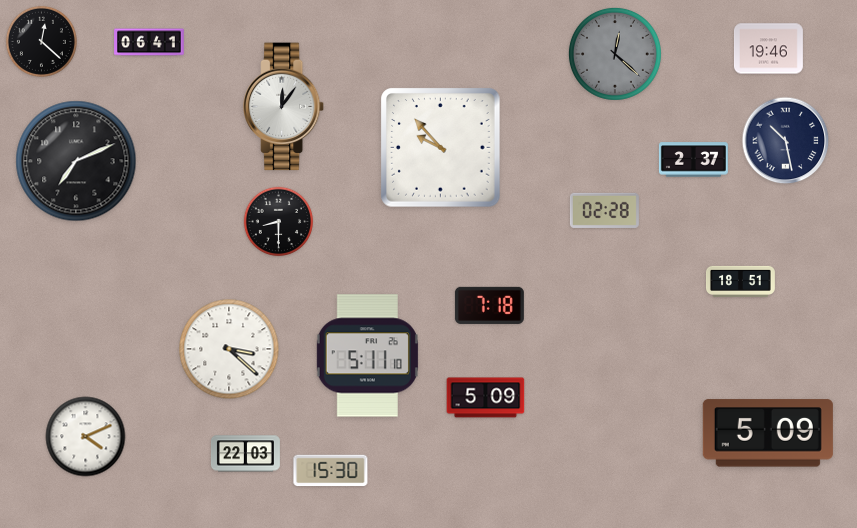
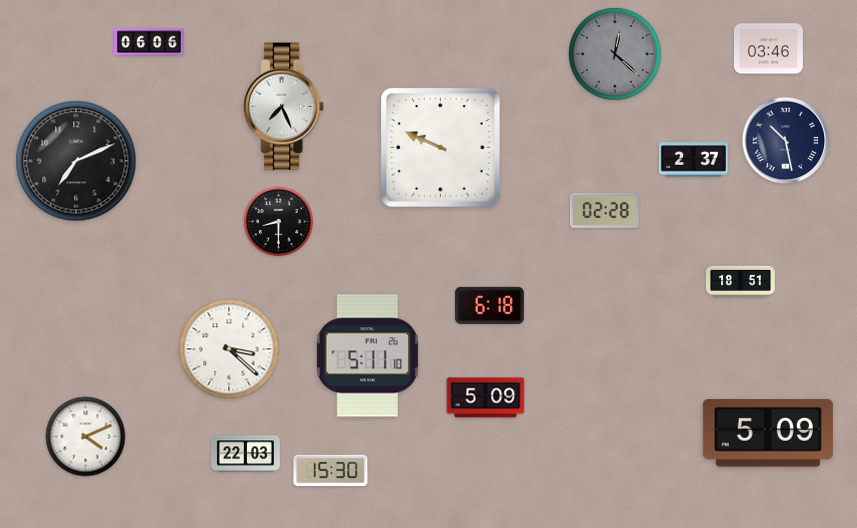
clock at (41, 41): 12:22 -> none
clock at (149, 42): 06:41 -> 06:06
clock at (768, 49): 19:46 -> 03:46
clock at (284, 107): 12:06 -> 7:26
clock at (441, 148): 9:53 -> 9:49
clock at (489, 305): 7:18 -> 6:18
